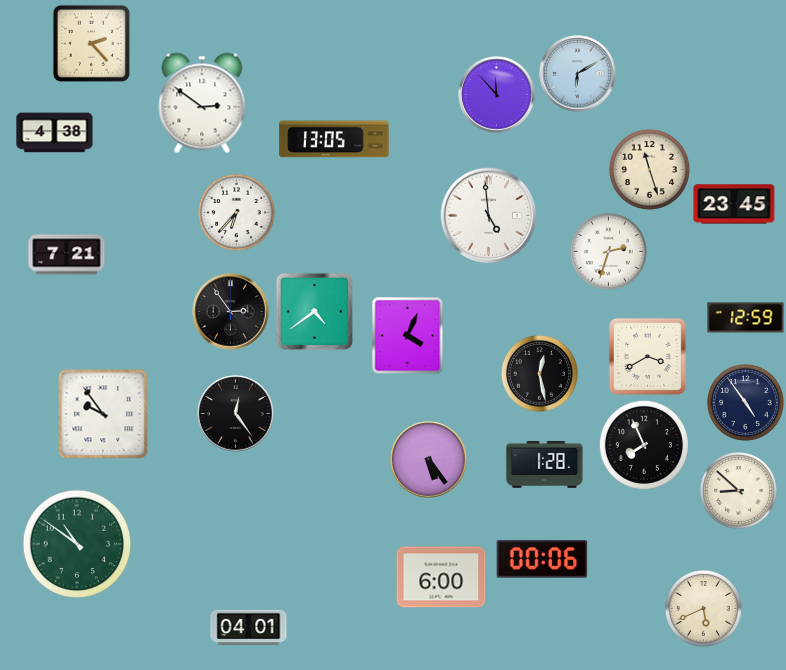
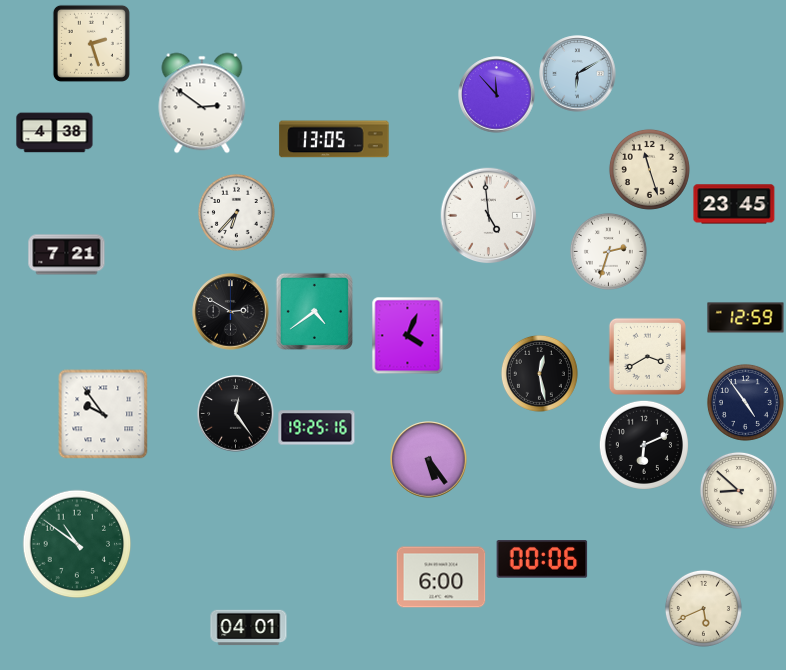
clock at (91, 43): 2:23 -> 2:27
clock at (231, 312): 2:54 -> 2:50
clock at (317, 428): none -> 19:25
clock at (644, 445): 7:56 -> 6:11
clock at (545, 464): 1:28 -> none
